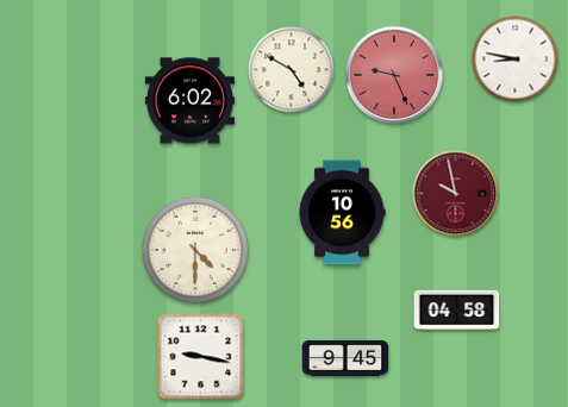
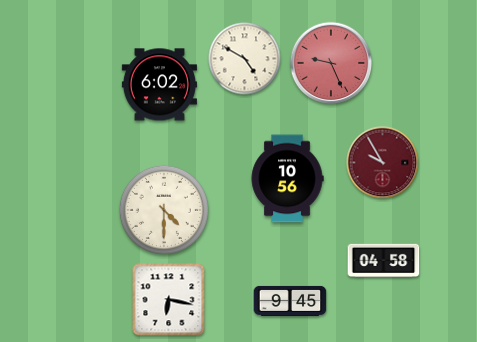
clock at (516, 60): 8:47 -> none
clock at (456, 194): 9:58 -> 9:55
clock at (201, 357): 9:17 -> 6:17
